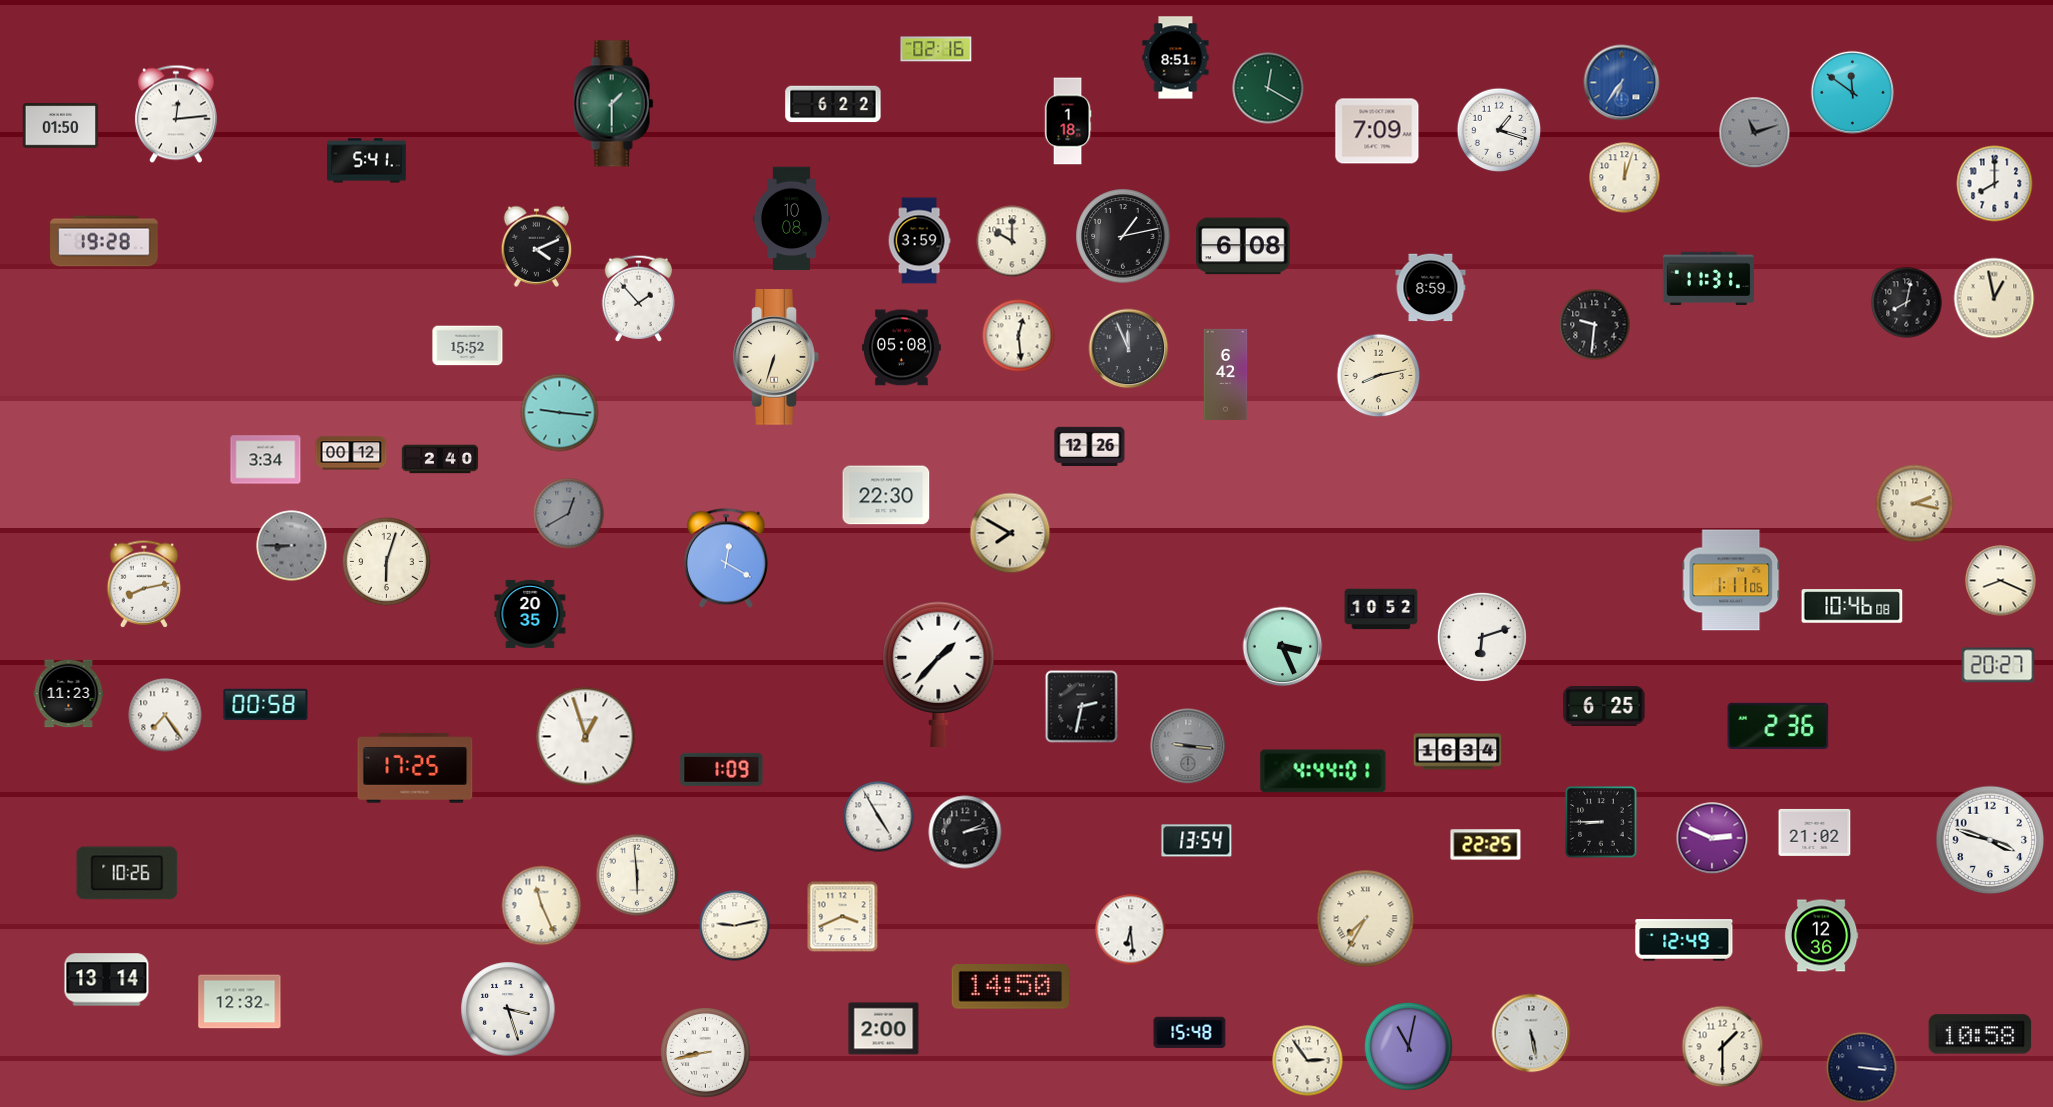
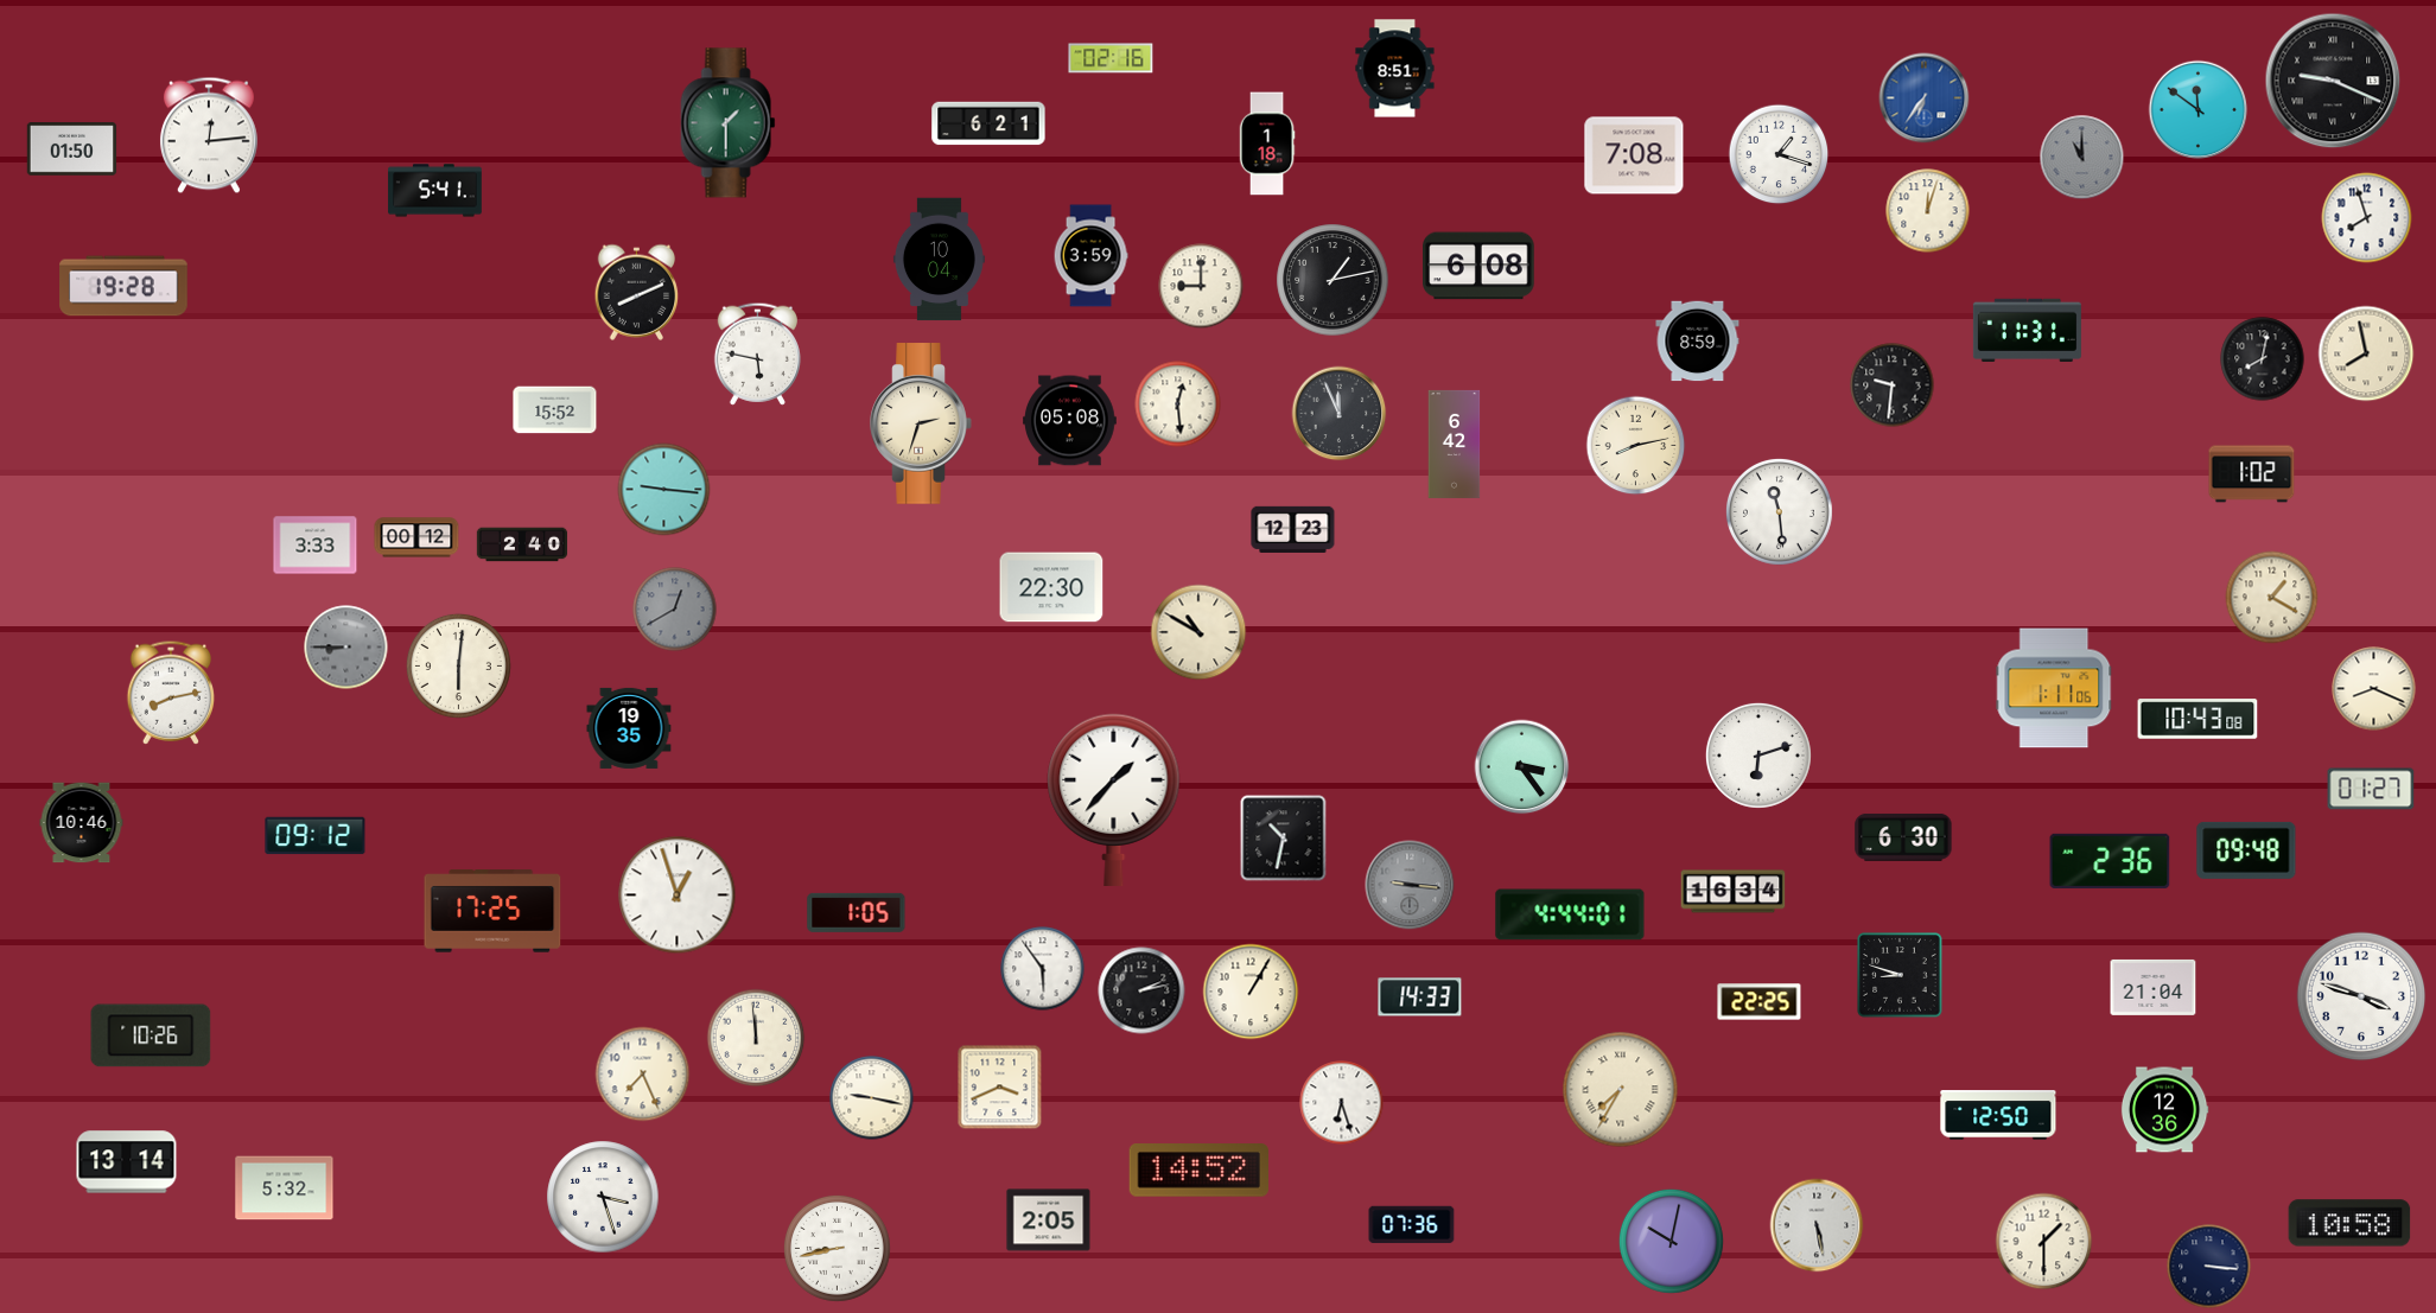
clock at (2333, 81): none -> 9:19
clock at (1268, 88): 12:20 -> none
clock at (833, 104): 6:22 -> 6:21
clock at (1377, 131): 7:09 -> 7:08
clock at (1755, 133): 11:12 -> 11:00
clock at (1995, 184): 8:00 -> 7:57
clock at (791, 219): 10:08 -> 10:04
clock at (919, 241) position: (919, 241) -> (1090, 256)
clock at (1012, 241): 10:00 -> 9:00
clock at (537, 246): 4:11 -> 8:11
clock at (1243, 246) position: (1243, 246) -> (1478, 266)
clock at (638, 298): 1:53 -> 5:47
clock at (1994, 298): 12:58 -> 7:58
clock at (1019, 336) position: (1019, 336) -> (1178, 404)
clock at (902, 348) position: (902, 348) -> (1070, 421)
clock at (776, 357): 6:33 -> 2:33
clock at (2252, 474): none -> 1:02
clock at (1779, 511): none -> 11:29
clock at (1090, 446): 12:26 -> 12:23
clock at (266, 460): 3:34 -> 3:33
clock at (1915, 504): 2:17 -> 1:20
clock at (1010, 533): 7:50 -> 10:50
clock at (726, 558): 12:20 -> none
clock at (386, 561): 6:03 -> 6:01
clock at (1852, 606): 10:46 -> 10:43
clock at (1381, 609): 10:52 -> none
clock at (530, 614): 20:35 -> 19:35
clock at (1283, 647): 3:26 -> 3:24
clock at (1998, 665): 20:27 -> 01:27
clock at (69, 694): 11:23 -> 10:46
clock at (266, 705): 00:58 -> 09:12
clock at (1604, 706): 6:25 -> 6:30
clock at (1082, 707): 2:32 -> 10:32
clock at (165, 715): 7:24 -> none
clock at (2246, 850): none -> 09:48
clock at (586, 737) position: (586, 737) -> (678, 895)
clock at (1458, 752) position: (1458, 752) -> (1734, 892)
clock at (722, 769): 1:09 -> 1:05
clock at (879, 817): 4:55 -> 5:54
clock at (1601, 822): 8:45 -> 8:48
clock at (965, 832) position: (965, 832) -> (1141, 990)
clock at (1815, 832): 21:02 -> 21:04
clock at (1251, 992): none -> 1:05
clock at (1712, 838): 2:49 -> none
clock at (1197, 841): 13:54 -> 14:33
clock at (1486, 845) position: (1486, 845) -> (1760, 1002)
clock at (637, 875): 5:59 -> 11:59
clock at (542, 906): 11:26 -> 7:26
clock at (735, 926): 9:13 -> 9:17
clock at (1131, 930): 6:29 -> 6:27
clock at (1821, 936) position: (1821, 936) -> (2164, 1110)
clock at (1684, 940): 12:49 -> 12:50
clock at (1010, 987): 14:50 -> 14:52
clock at (240, 1002): 12:32 -> 5:32
clock at (884, 1029): 2:00 -> 2:05
clock at (1190, 1033): 15:48 -> 07:36
clock at (1980, 1034) position: (1980, 1034) -> (2349, 1223)
clock at (1408, 1046): 11:02 -> 10:02
clock at (1308, 1061): 2:54 -> none
